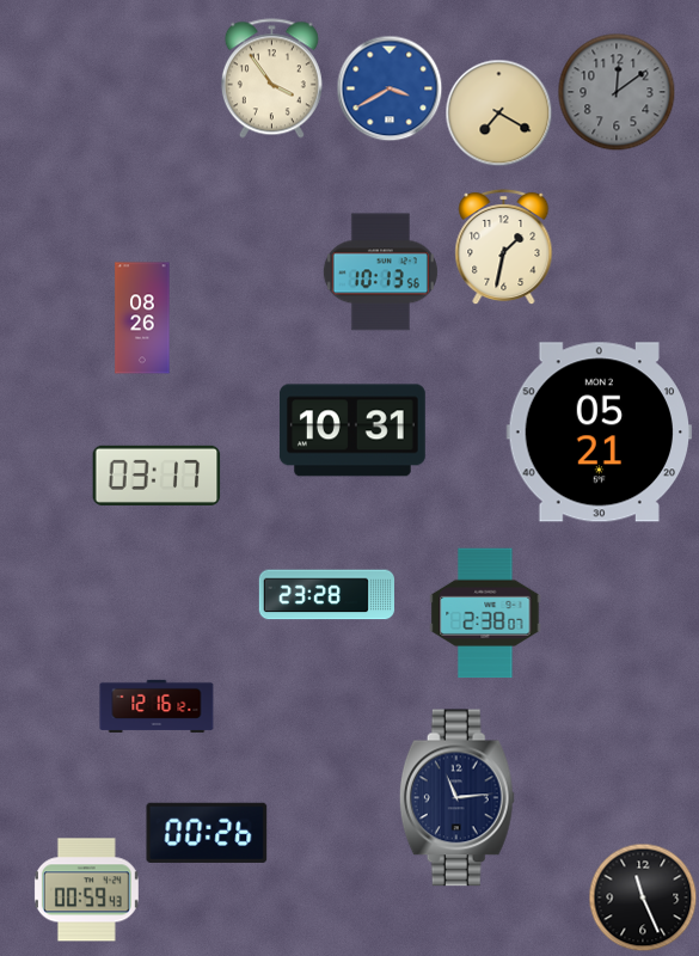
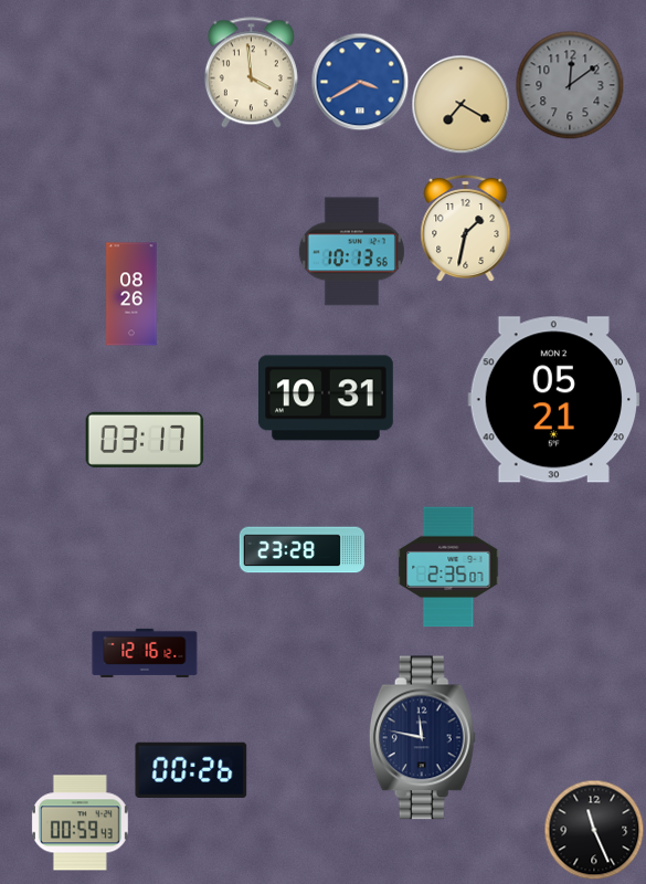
clock at (271, 79): 3:54 -> 3:59
clock at (485, 613): 2:38 -> 2:35
clock at (456, 798): 11:14 -> 11:47
